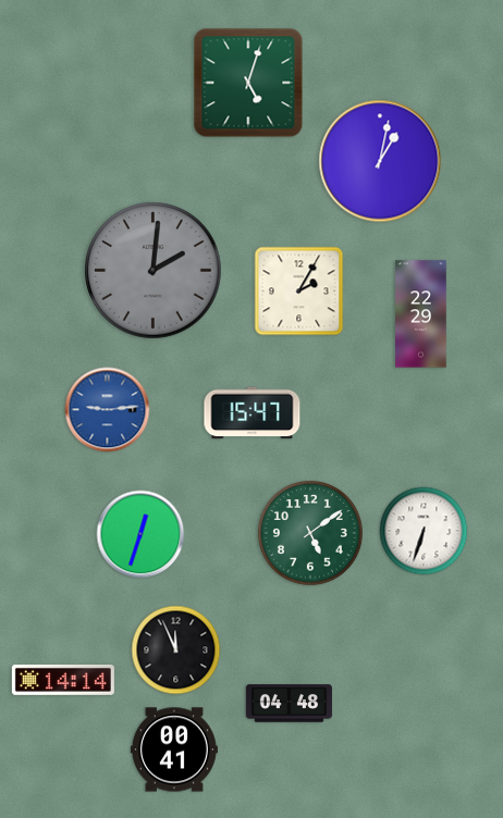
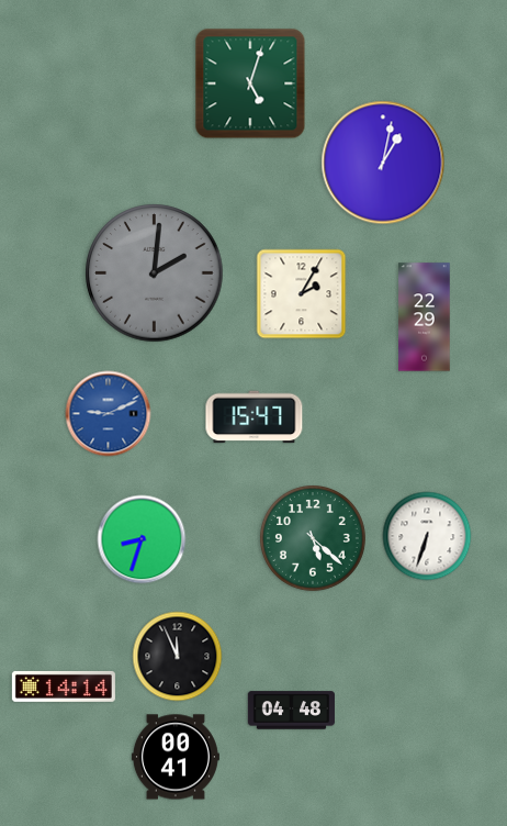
clock at (108, 410): 9:14 -> 9:11
clock at (140, 534): 12:33 -> 8:33
clock at (311, 534): 5:09 -> 5:22
